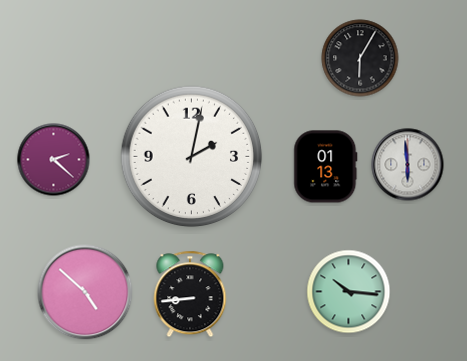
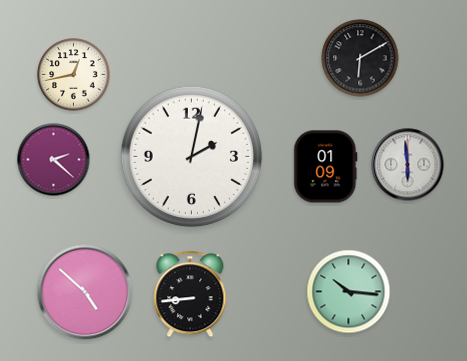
clock at (360, 58): 6:05 -> 6:10
clock at (74, 75): none -> 12:43
clock at (326, 167): 01:13 -> 01:09
